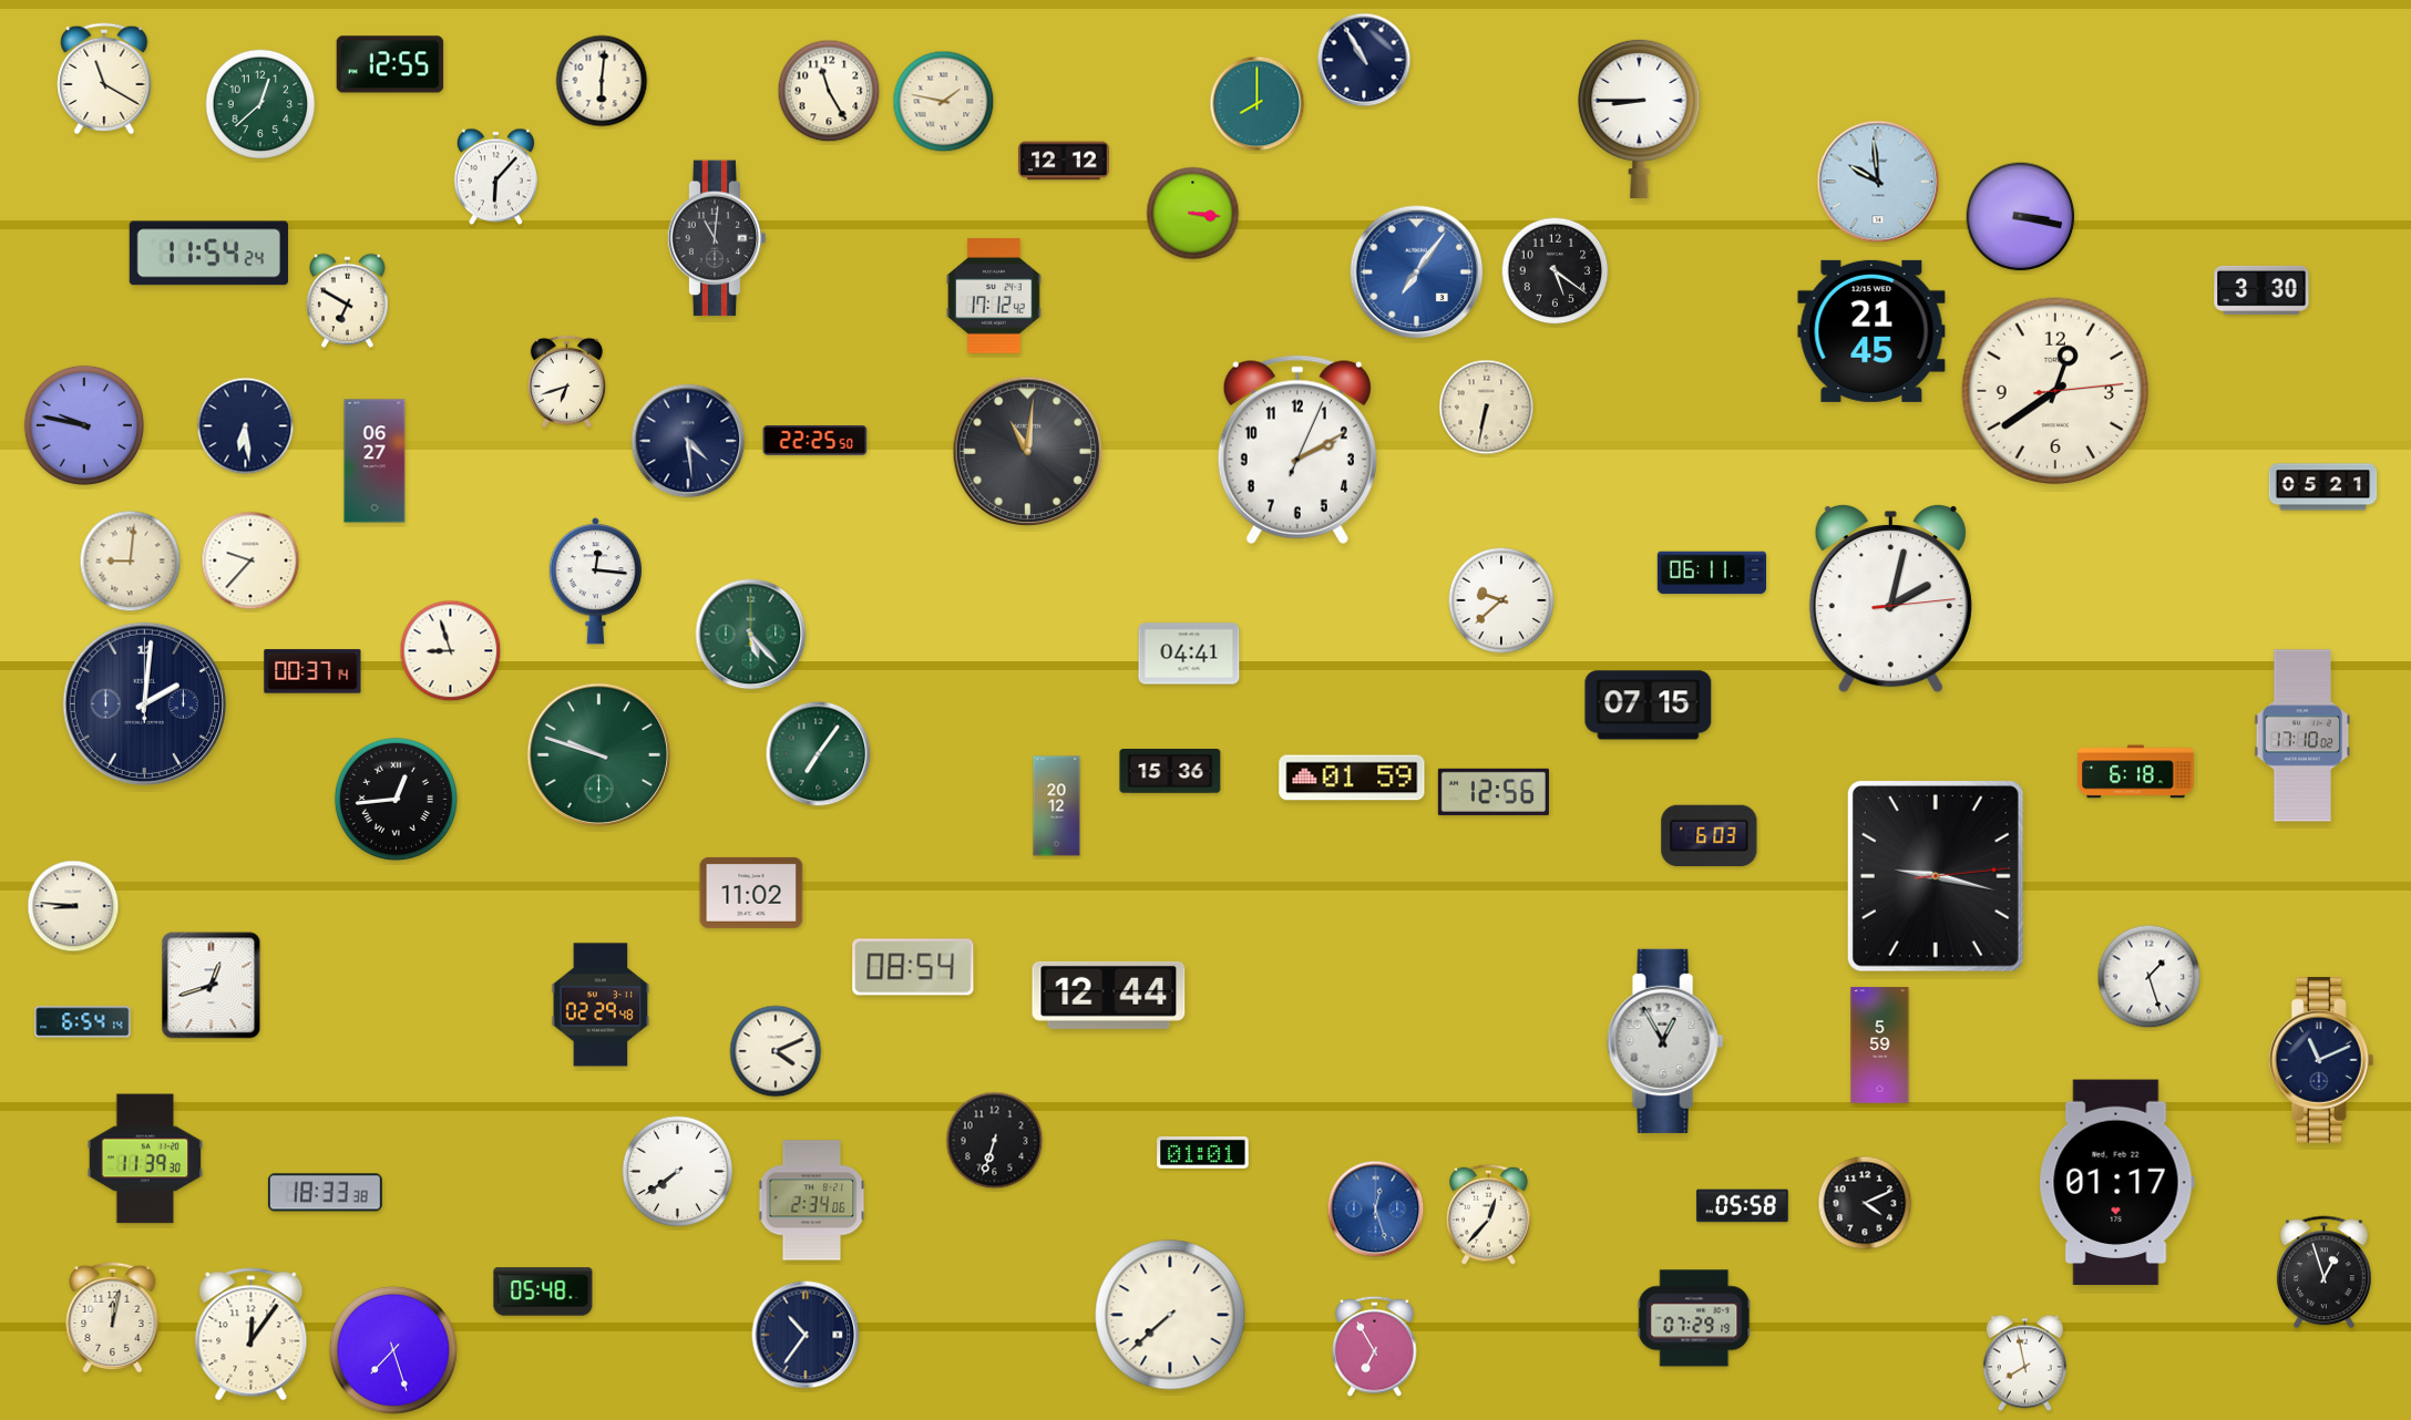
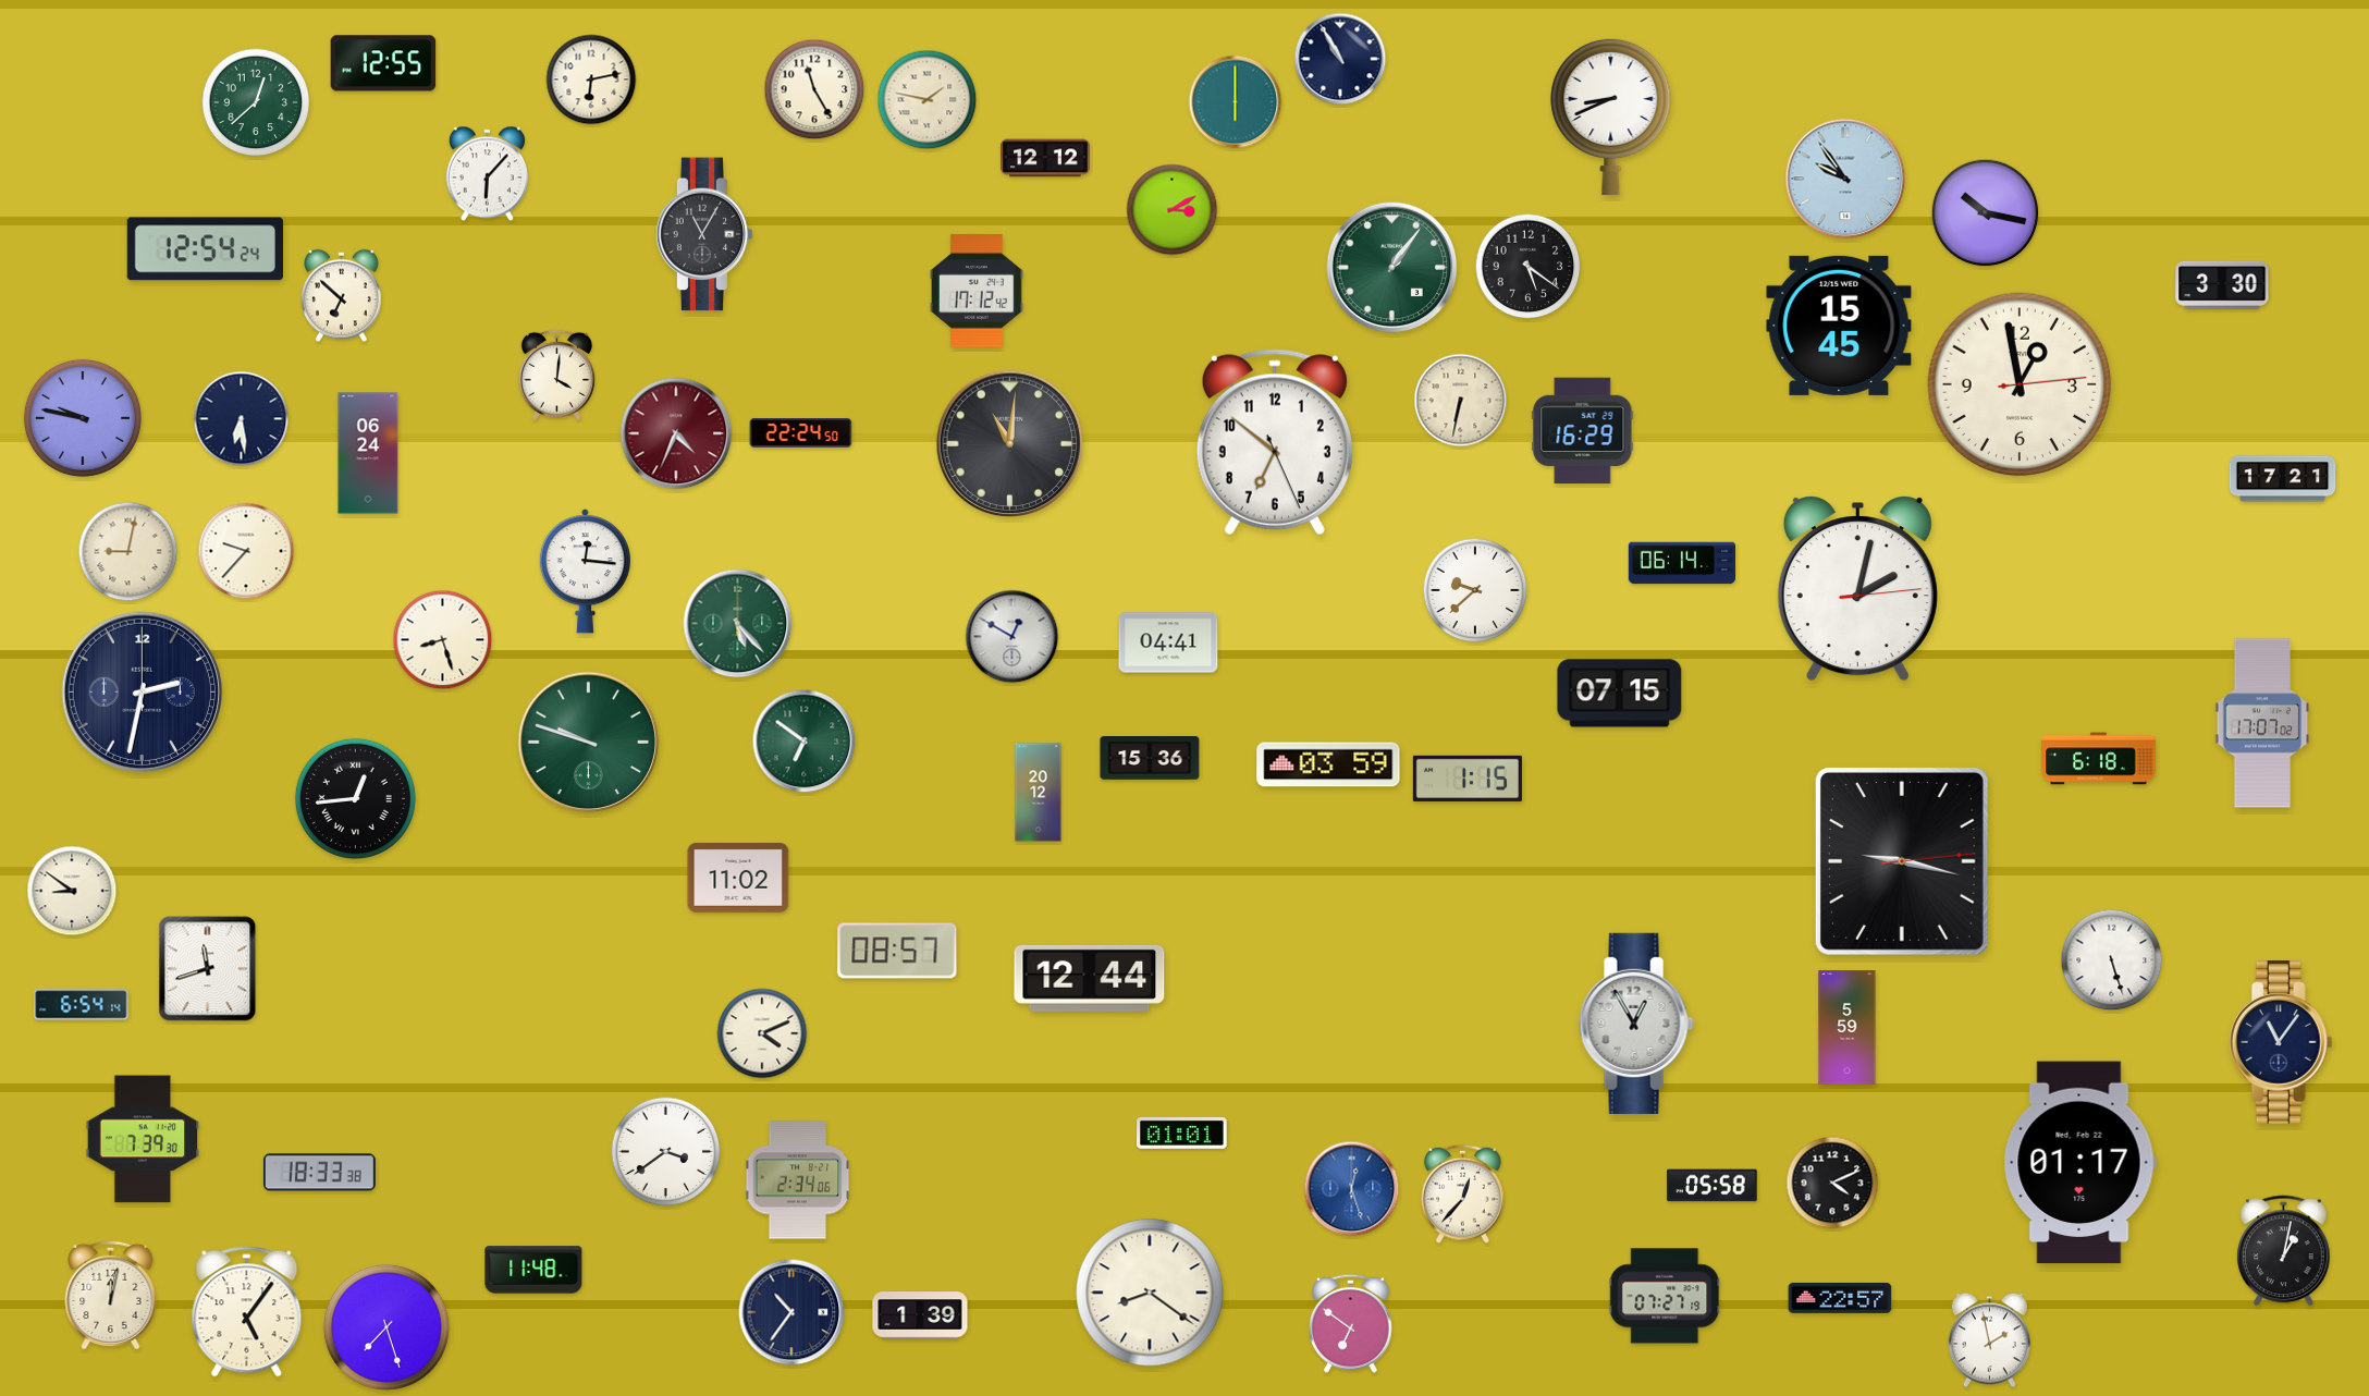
clock at (104, 79): 11:20 -> none
clock at (602, 81): 6:01 -> 6:13
clock at (1258, 104): 8:00 -> 6:00
clock at (1640, 119): 8:45 -> 8:41
clock at (1878, 182): 9:59 -> 9:54
clock at (1193, 214): 3:16 -> 3:10
clock at (2021, 217): 3:17 -> 10:17
clock at (717, 238): 11:01 -> 11:05
clock at (208, 254): 11:54 -> 12:54
clock at (1417, 272): 7:06 -> 1:06
clock at (1417, 272) dial: blue -> green
clock at (348, 301): 6:50 -> 6:52
clock at (1871, 331): 21:45 -> 15:45
clock at (566, 381): 6:42 -> 4:01
clock at (2055, 391): 12:39 -> 12:58
clock at (1583, 431): none -> 16:29
clock at (688, 441): 4:29 -> 4:34
clock at (688, 441) dial: navy -> burgundy
clock at (815, 441): 22:25 -> 22:24
clock at (1297, 450): 2:10 -> 6:51
clock at (375, 461): 06:27 -> 06:24
clock at (2323, 487): 05:21 -> 17:21
clock at (131, 562): 9:01 -> 9:02
clock at (1712, 573): 06:11 -> 06:14
clock at (1012, 637): none -> 12:50
clock at (451, 651): 8:57 -> 8:27
clock at (312, 671): 00:37 -> none
clock at (144, 703): 2:01 -> 2:32
clock at (2302, 735): 17:10 -> 17:07
clock at (819, 754): 7:06 -> 6:51
clock at (1352, 778): 01:59 -> 03:59
clock at (1494, 792): 12:56 -> 1:15
clock at (396, 799) position: (396, 799) -> (355, 798)
clock at (1710, 836): 6:03 -> none
clock at (73, 906): 8:46 -> 8:51
clock at (913, 967): 08:54 -> 08:57
clock at (2150, 977): 1:27 -> 5:27
clock at (212, 986): 12:42 -> 11:42
clock at (601, 1005): 02:29 -> none
clock at (2321, 1060): 11:11 -> 11:06
clock at (995, 1141): 6:33 -> none
clock at (145, 1159): 11:39 -> 7:39
clock at (678, 1172): 7:39 -> 3:39
clock at (2325, 1273): 12:57 -> 1:02
clock at (543, 1292): 05:48 -> 11:48
clock at (1170, 1315): 7:38 -> 8:21
clock at (1694, 1318): 07:29 -> 07:27
clock at (1840, 1298): none -> 22:57
clock at (252, 1335): 12:06 -> 5:06
clock at (920, 1315): none -> 1:39
clock at (1375, 1346): 6:55 -> 6:51
clock at (2024, 1364): 7:58 -> 1:58
